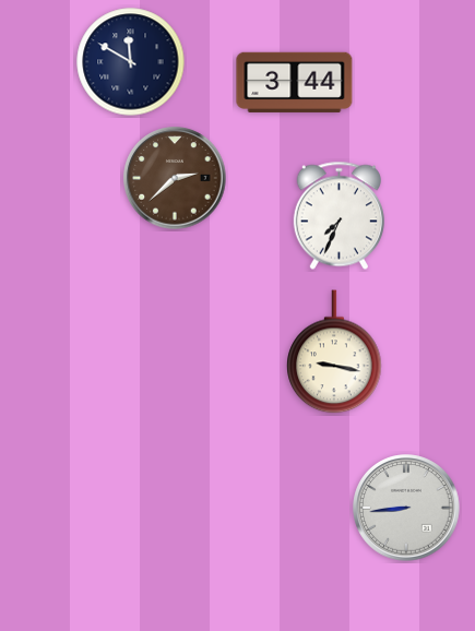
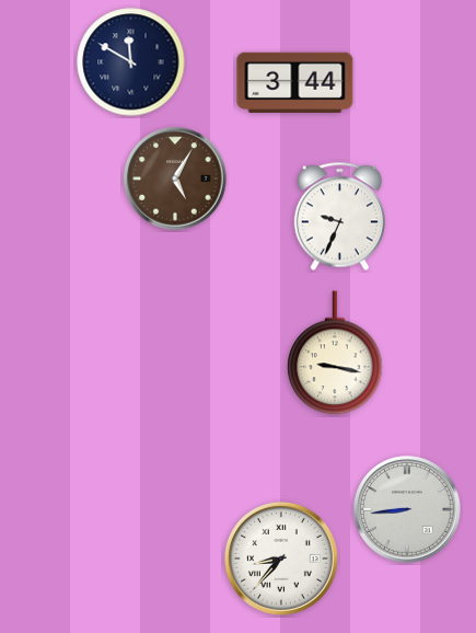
clock at (175, 178): 2:38 -> 5:05
clock at (339, 216): 7:34 -> 9:34
clock at (281, 559): none -> 8:37
